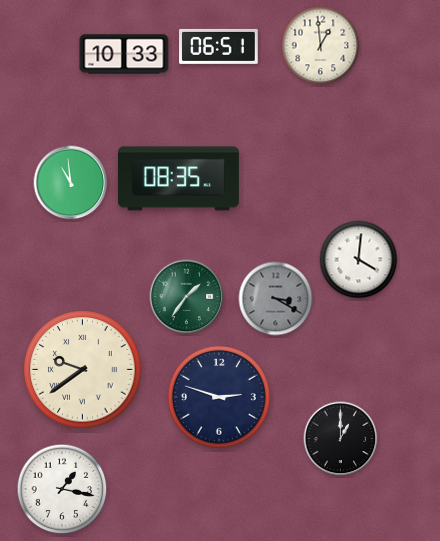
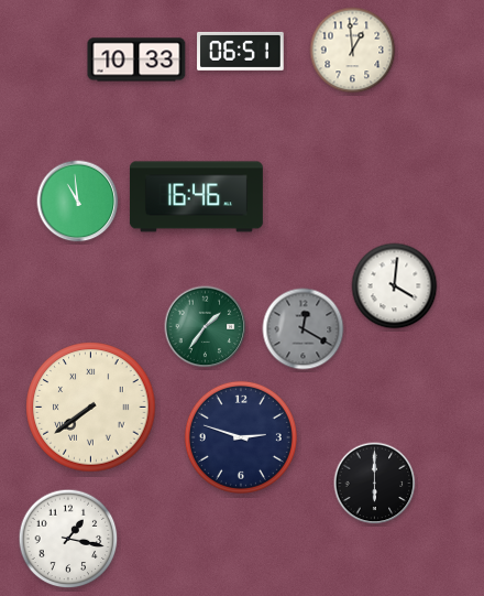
clock at (178, 179): 08:35 -> 16:46
clock at (276, 299): 3:20 -> 12:20
clock at (83, 370): 9:39 -> 7:39
clock at (341, 439): 1:00 -> 6:00
